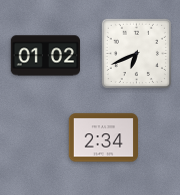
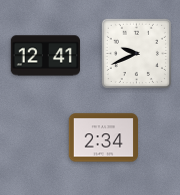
clock at (136, 53): 6:41 -> 9:41
clock at (45, 56): 01:02 -> 12:41
